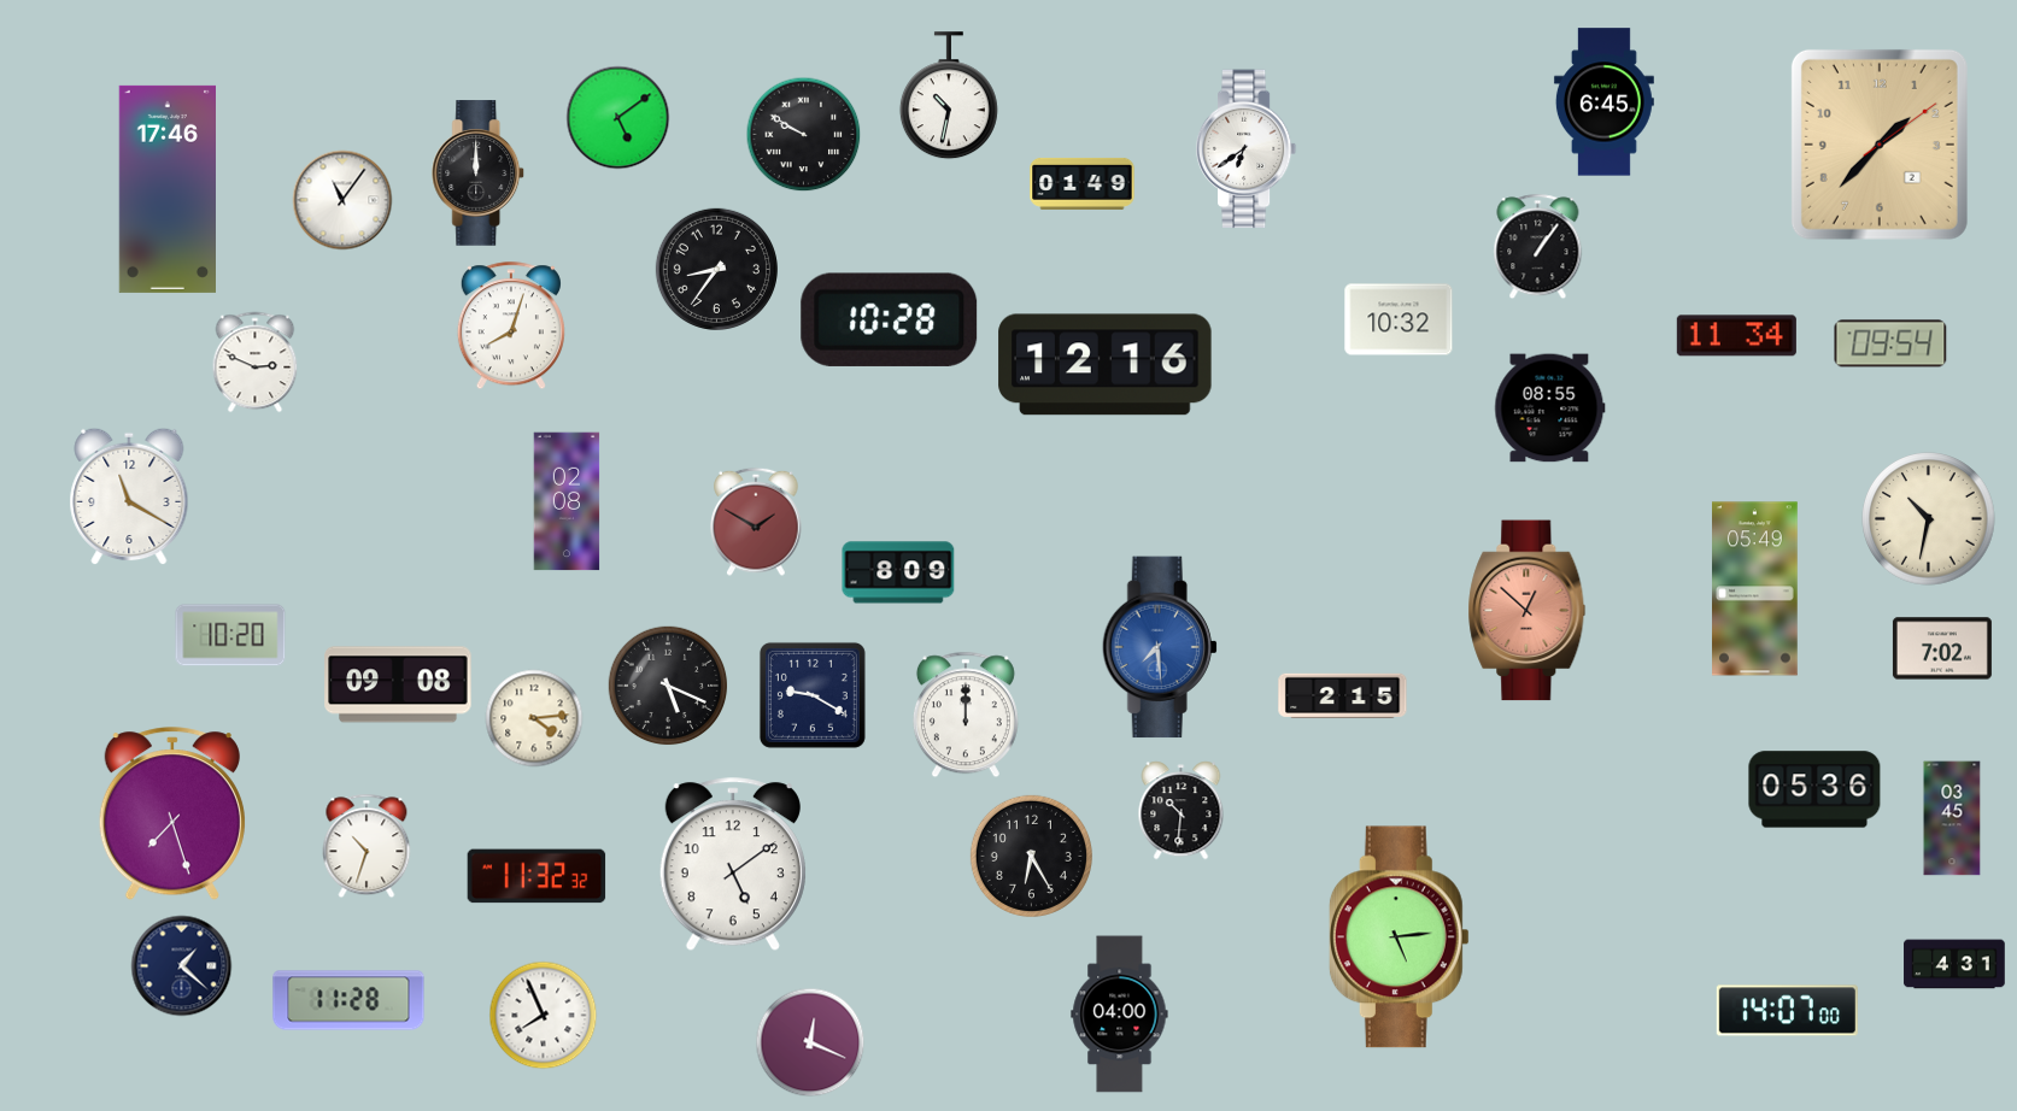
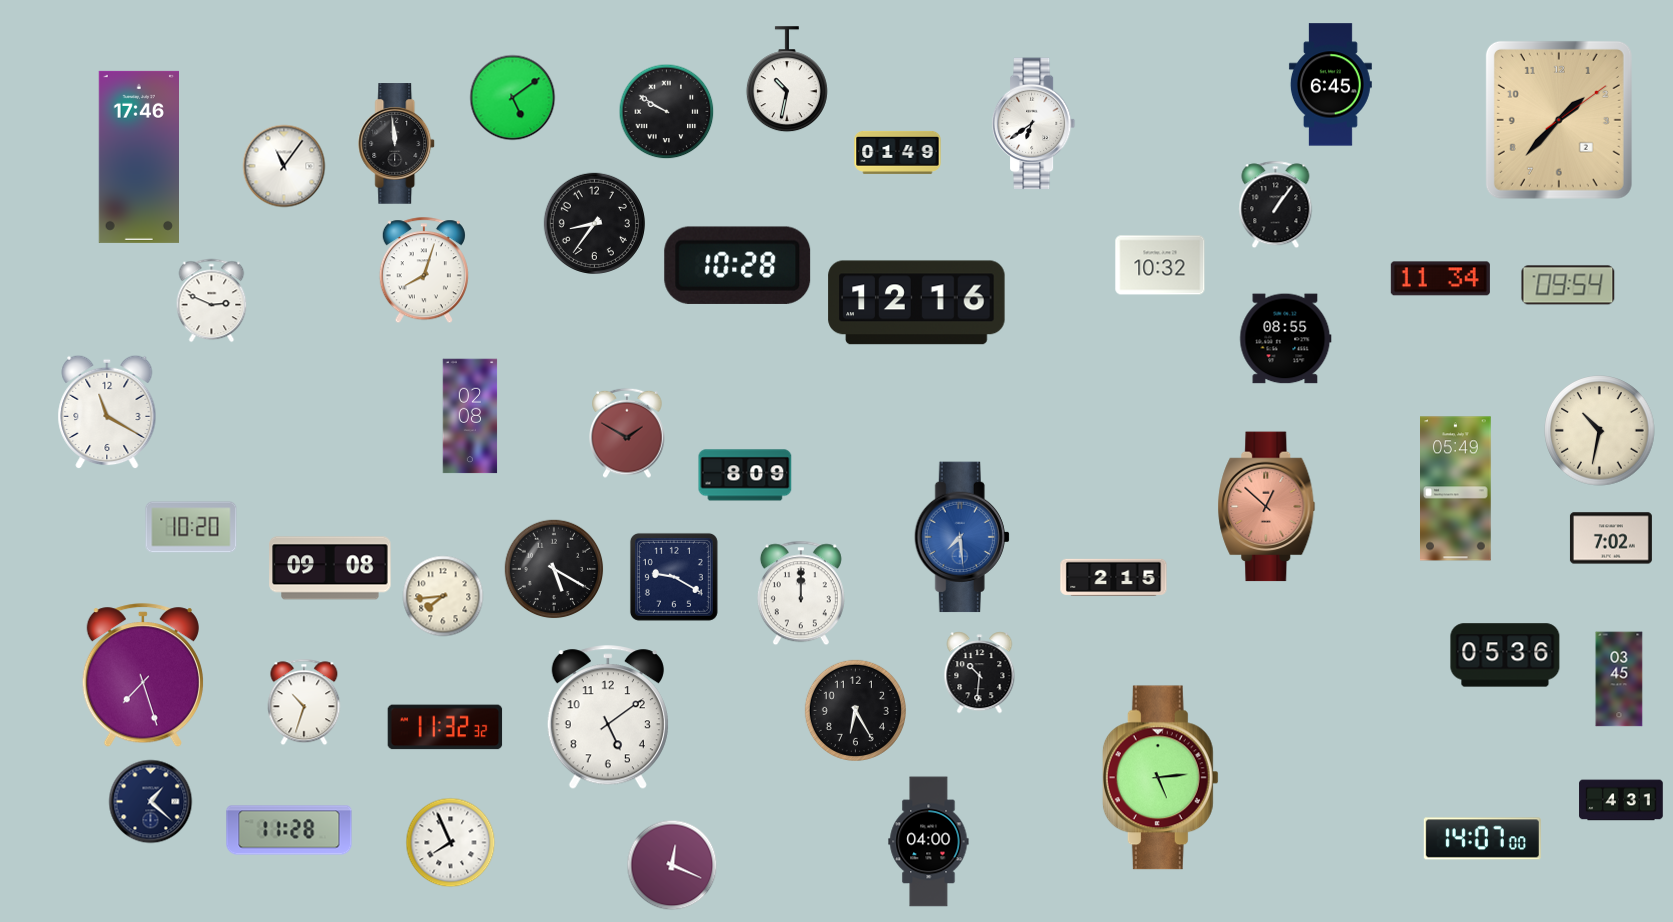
clock at (479, 174): 12:00 -> 11:59
clock at (668, 686): 5:19 -> 5:20
clock at (534, 718): 4:14 -> 7:44
